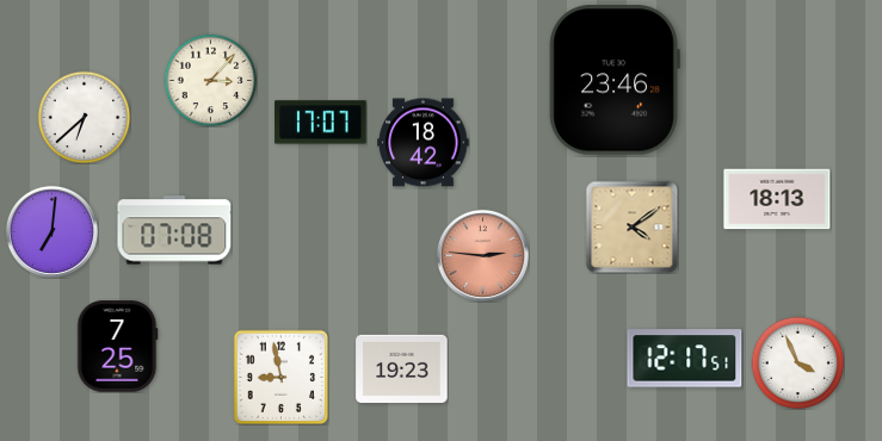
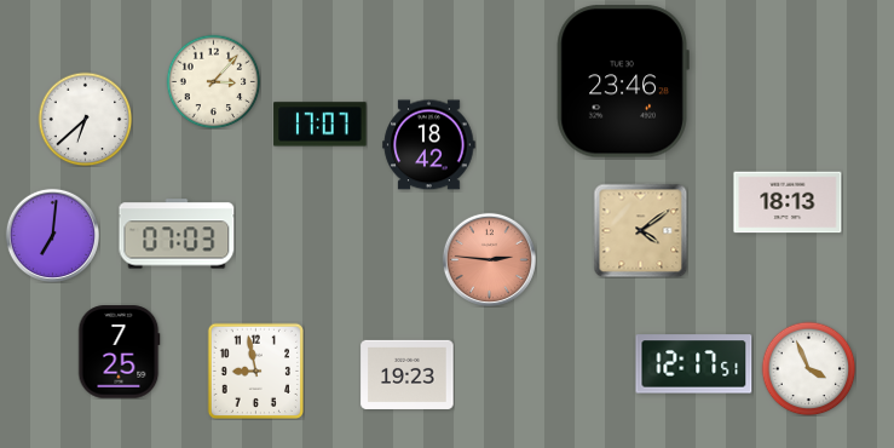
clock at (321, 123) position: (321, 123) -> (321, 125)
clock at (174, 230): 07:08 -> 07:03
clock at (280, 377) position: (280, 377) -> (255, 371)
